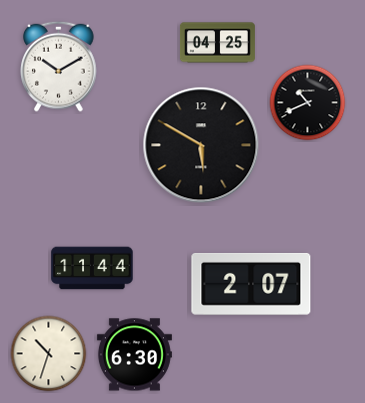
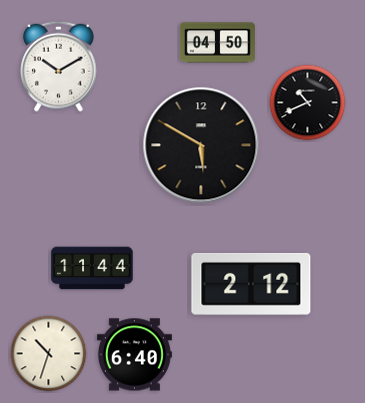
clock at (217, 43): 04:25 -> 04:50
clock at (251, 284): 2:07 -> 2:12
clock at (134, 355): 6:30 -> 6:40
